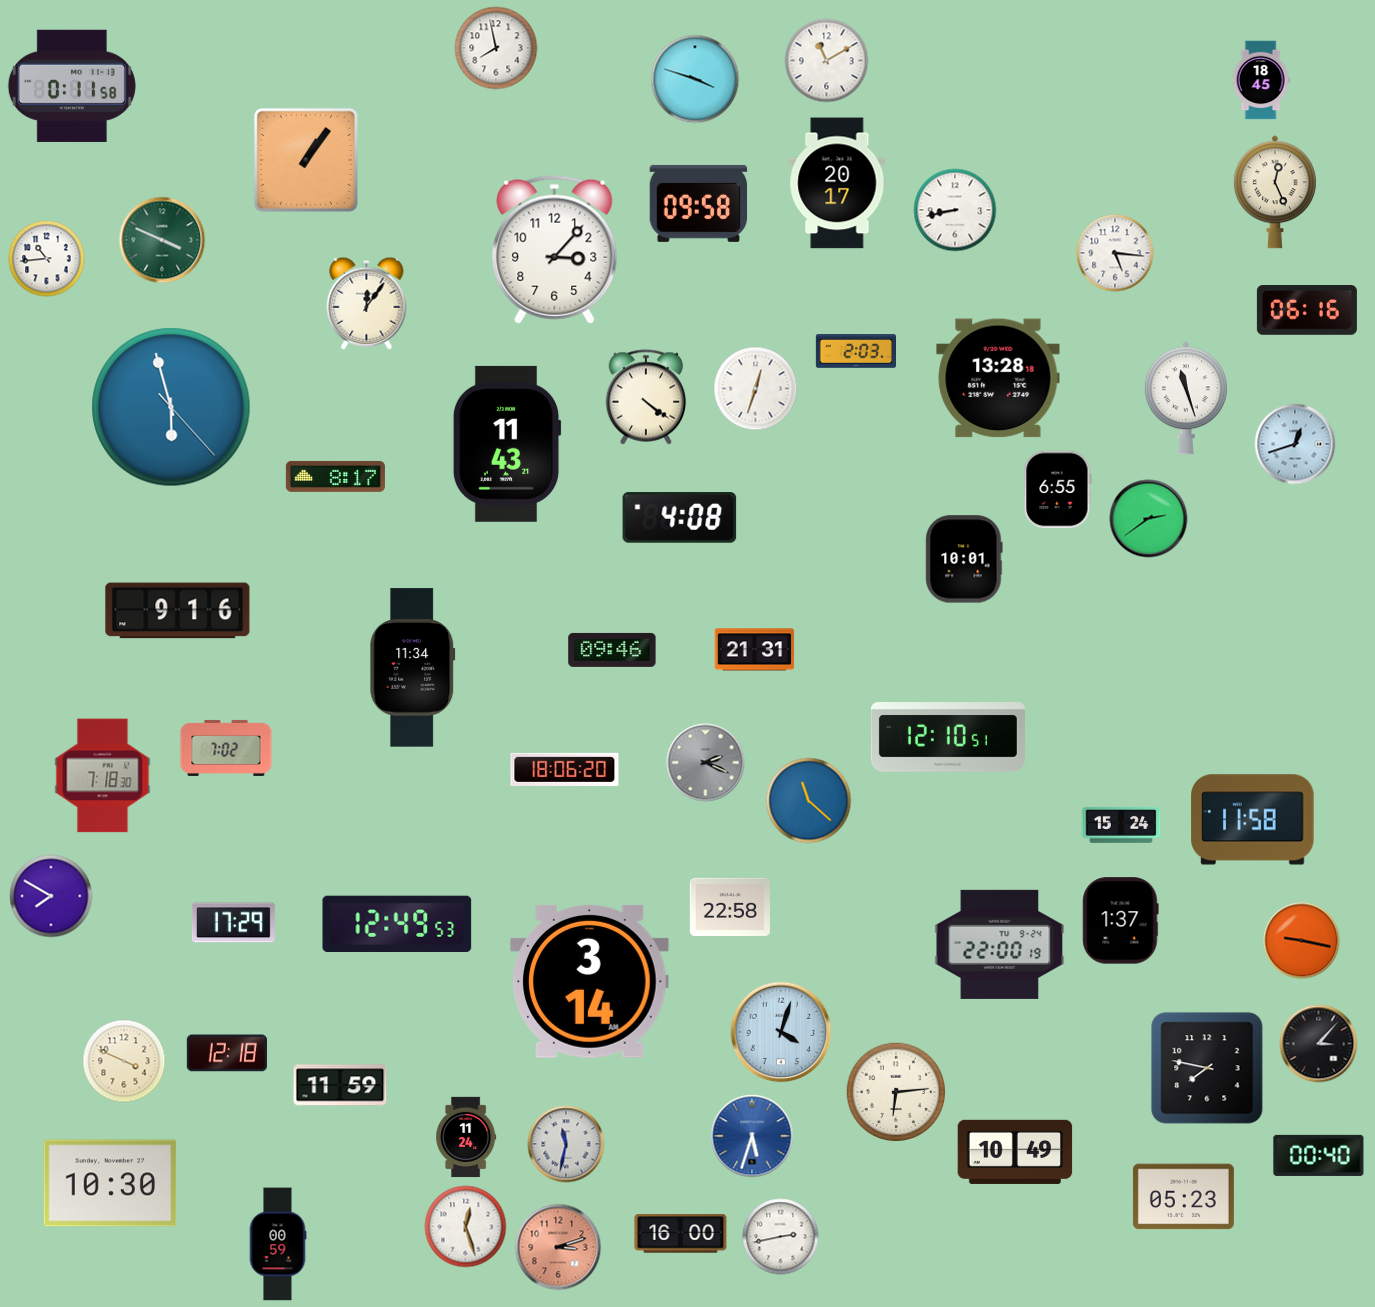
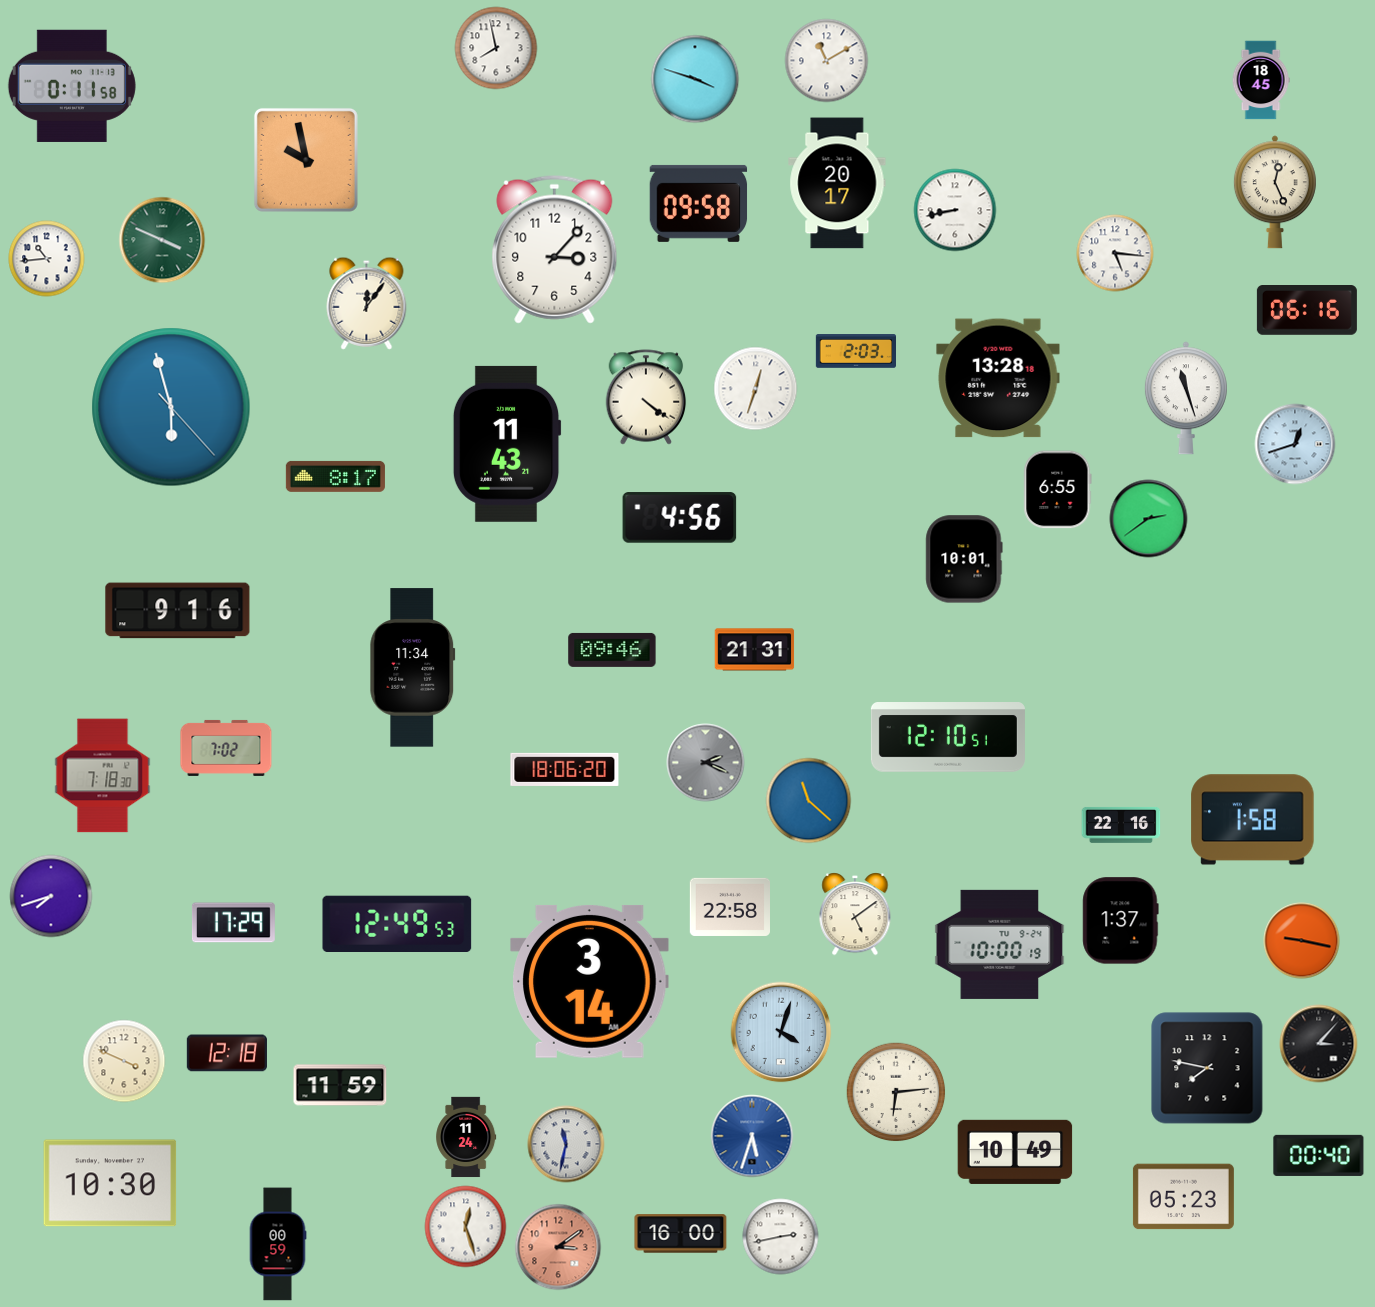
clock at (306, 160): 1:06 -> 9:58
clock at (680, 518): 4:08 -> 4:56
clock at (1253, 820): 11:58 -> 1:58
clock at (1121, 825): 15:24 -> 22:16
clock at (51, 896): 7:50 -> 7:42
clock at (855, 914): none -> 5:09
clock at (1000, 944): 22:00 -> 10:00
clock at (558, 1247): 3:12 -> 3:09
